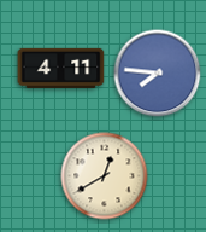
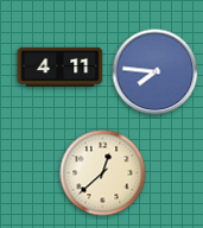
clock at (105, 176): 12:40 -> 12:38
